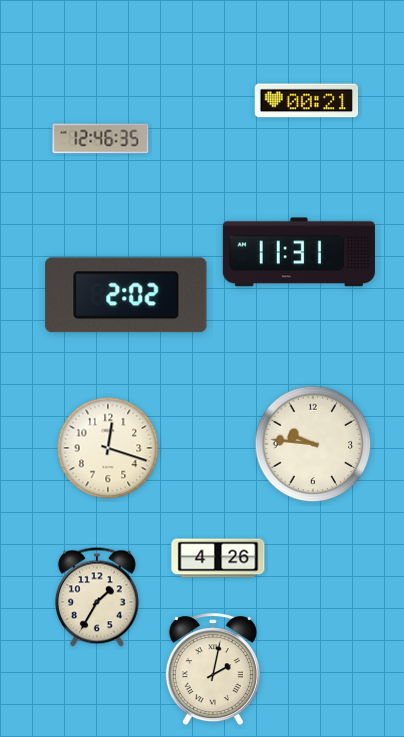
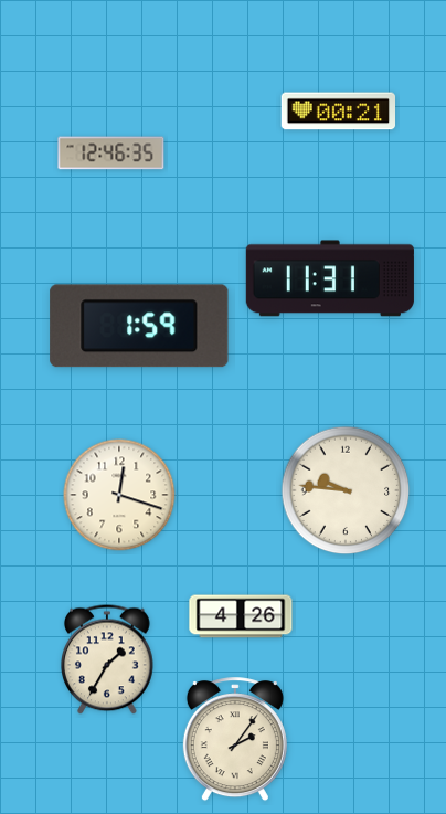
clock at (126, 295): 2:02 -> 1:59
clock at (213, 670): 2:02 -> 2:06
